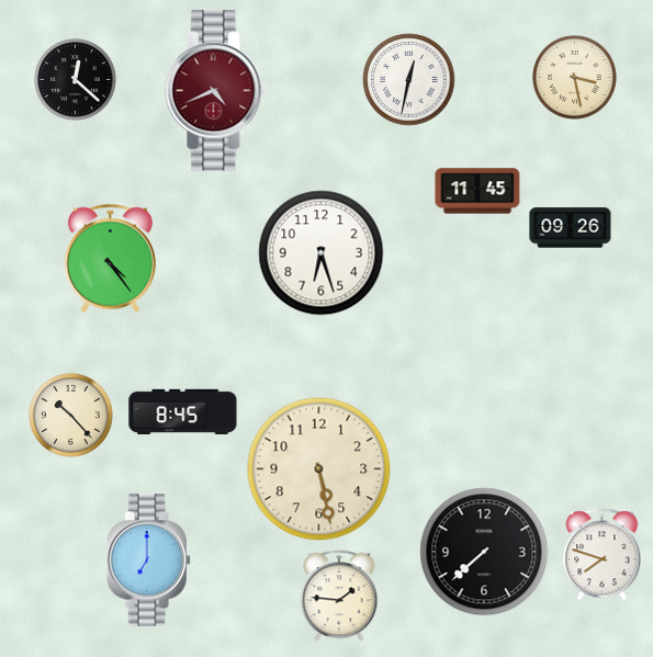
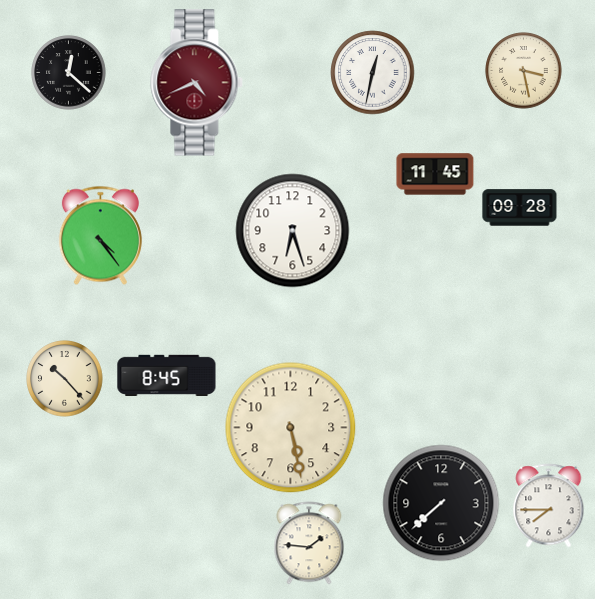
clock at (571, 228): 09:26 -> 09:28
clock at (603, 555): 7:48 -> 7:45
clock at (148, 560): 7:00 -> none
